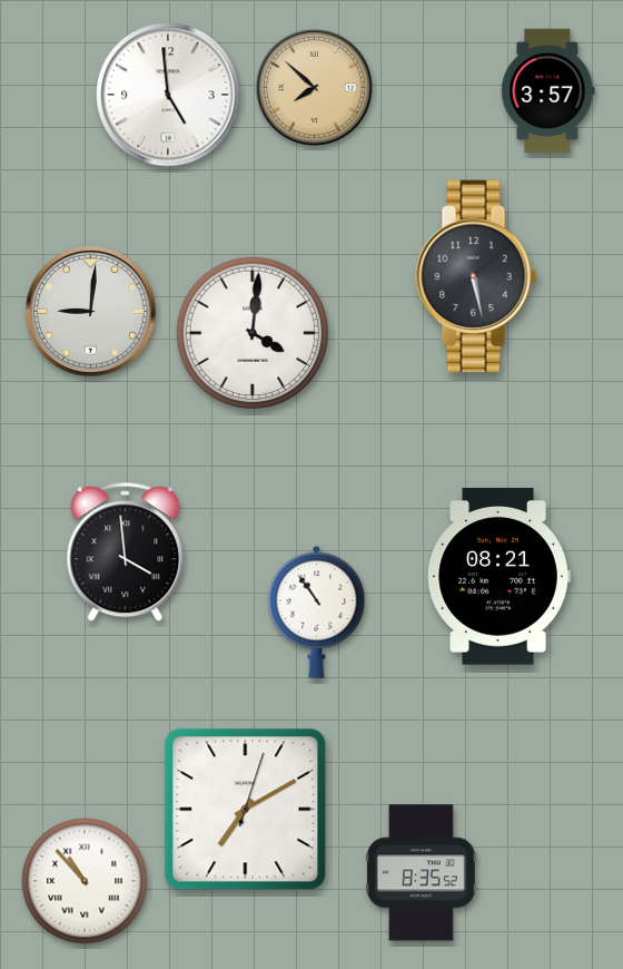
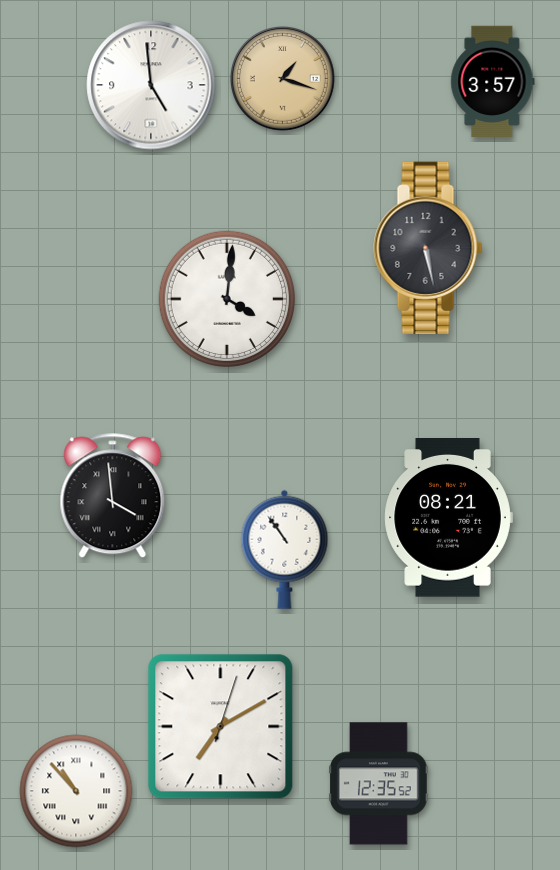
clock at (315, 88): 7:52 -> 1:18
clock at (91, 312): 9:01 -> none
clock at (422, 873): 8:35 -> 12:35
